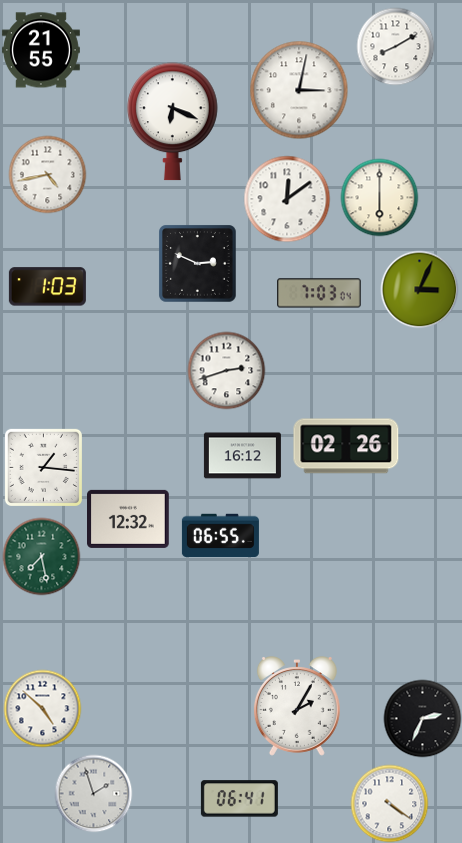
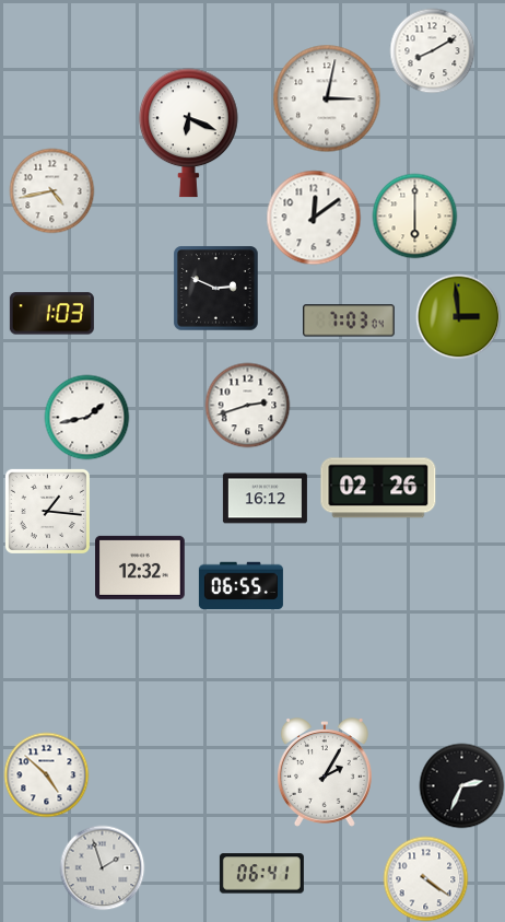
clock at (41, 50): 21:55 -> none
clock at (419, 289): 3:04 -> 2:59
clock at (86, 417): none -> 1:43
clock at (41, 556): 7:28 -> none
